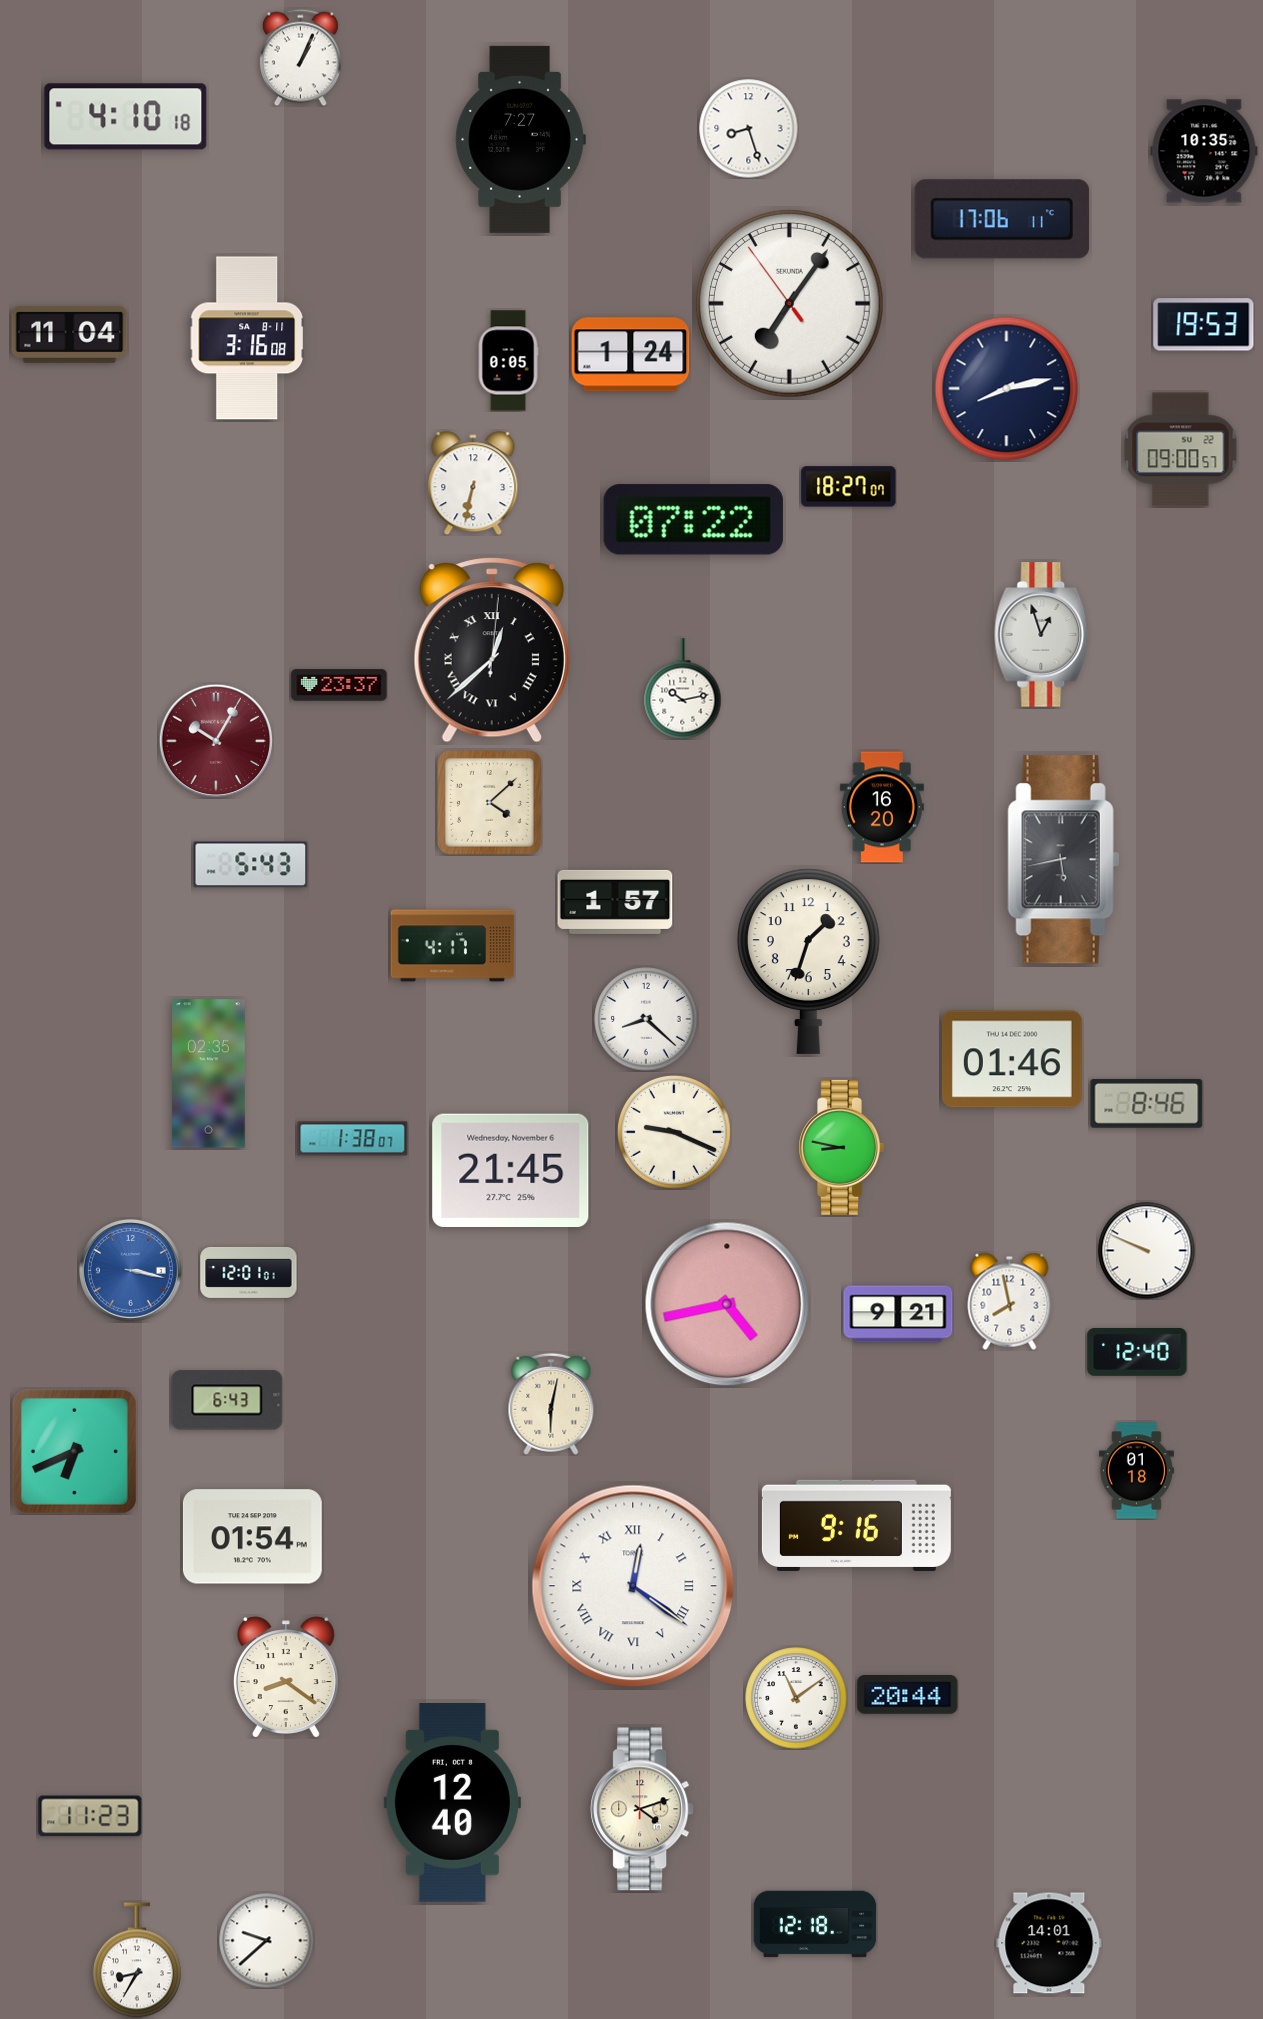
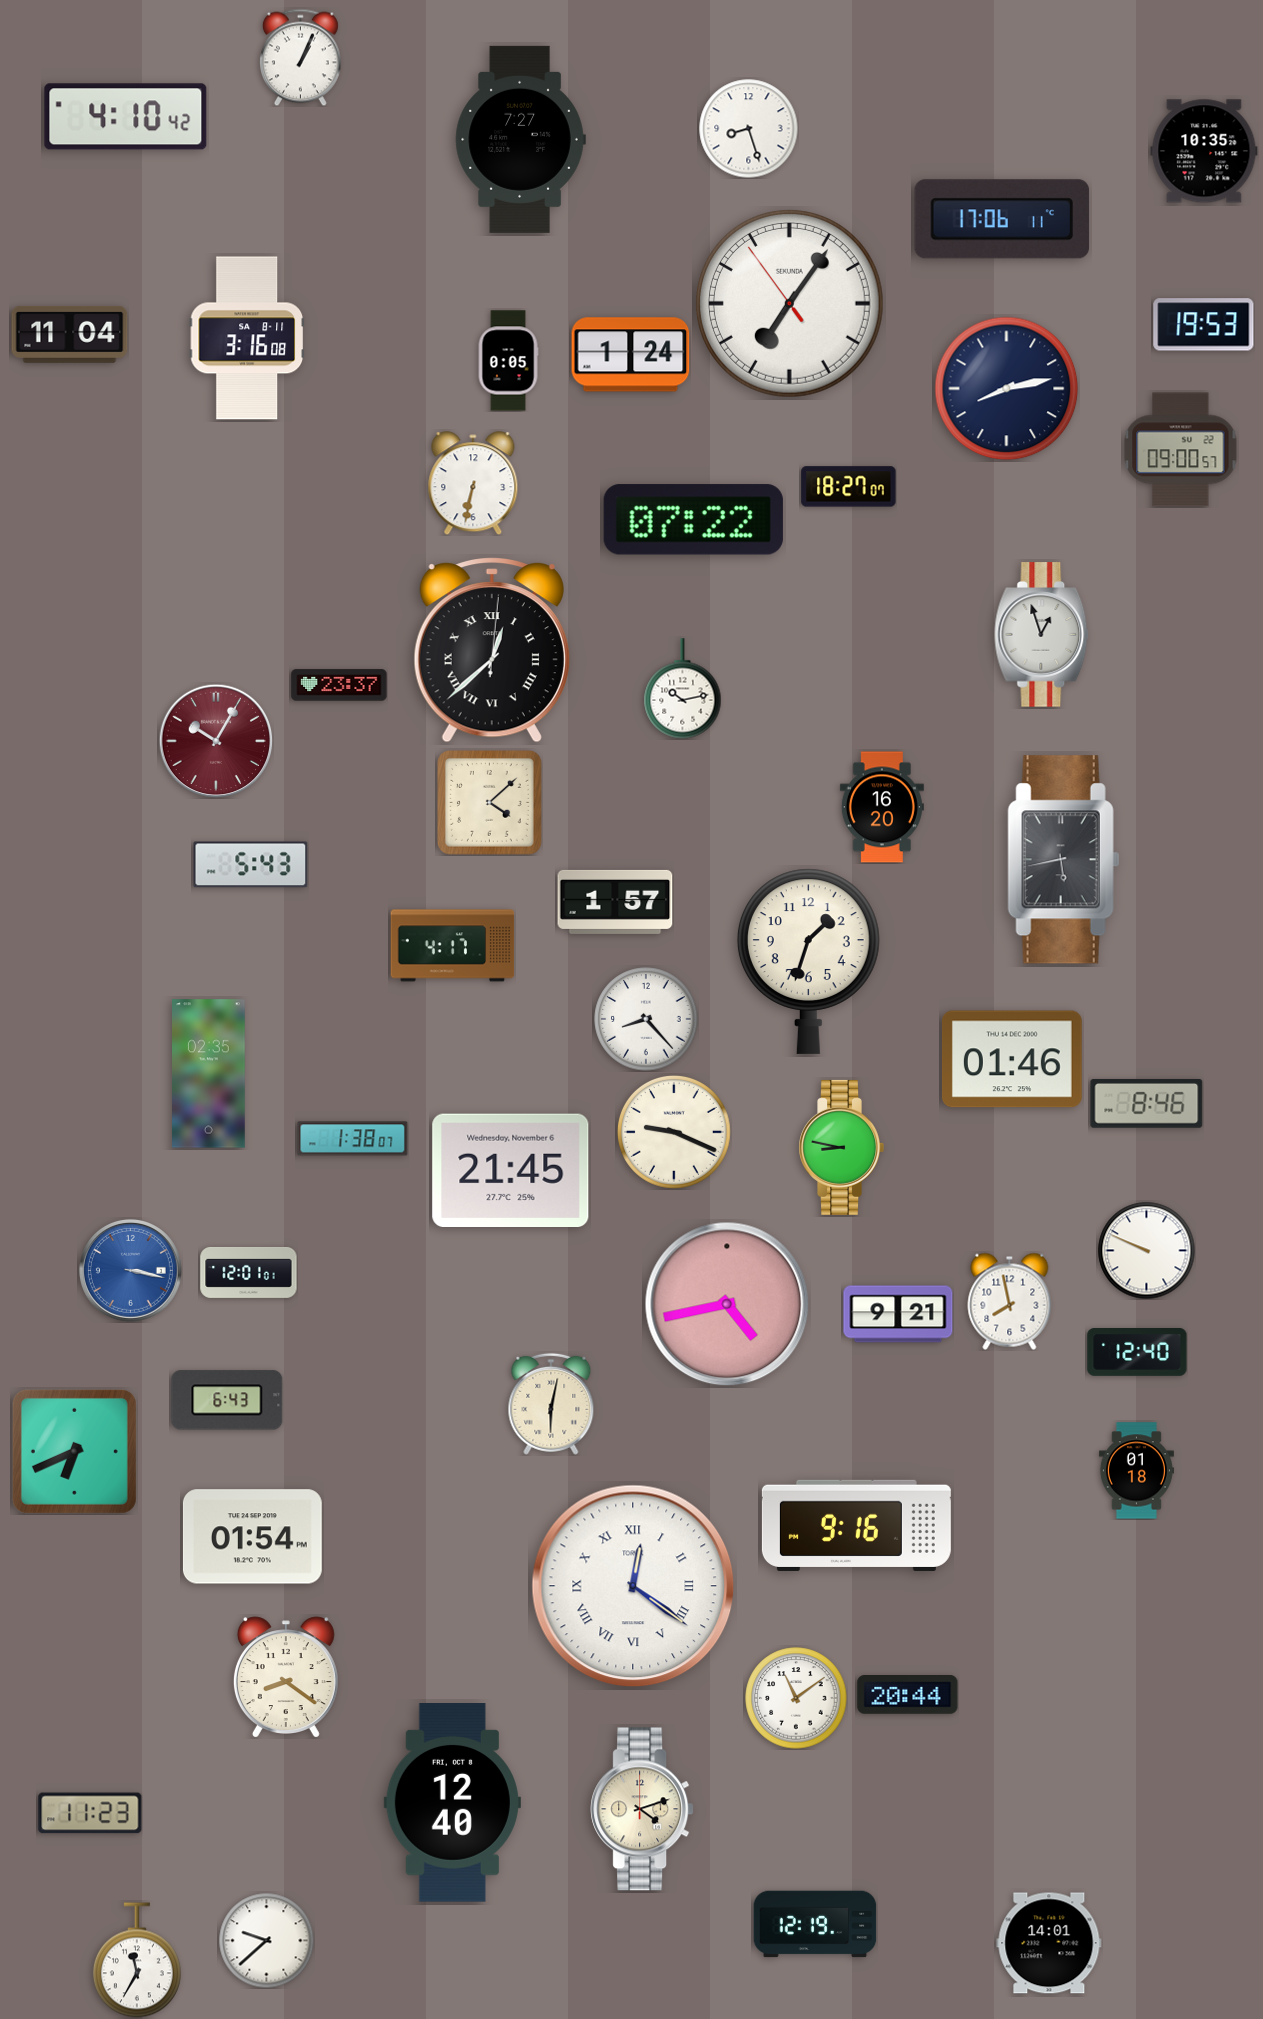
clock at (126, 117): 4:10:18 -> 4:10:42
clock at (646, 1019): 8:22 -> 8:23
clock at (90, 1816) position: (90, 1816) -> (90, 1813)
clock at (815, 1924): 12:18 -> 12:19
clock at (137, 1960): 8:35 -> 11:35
